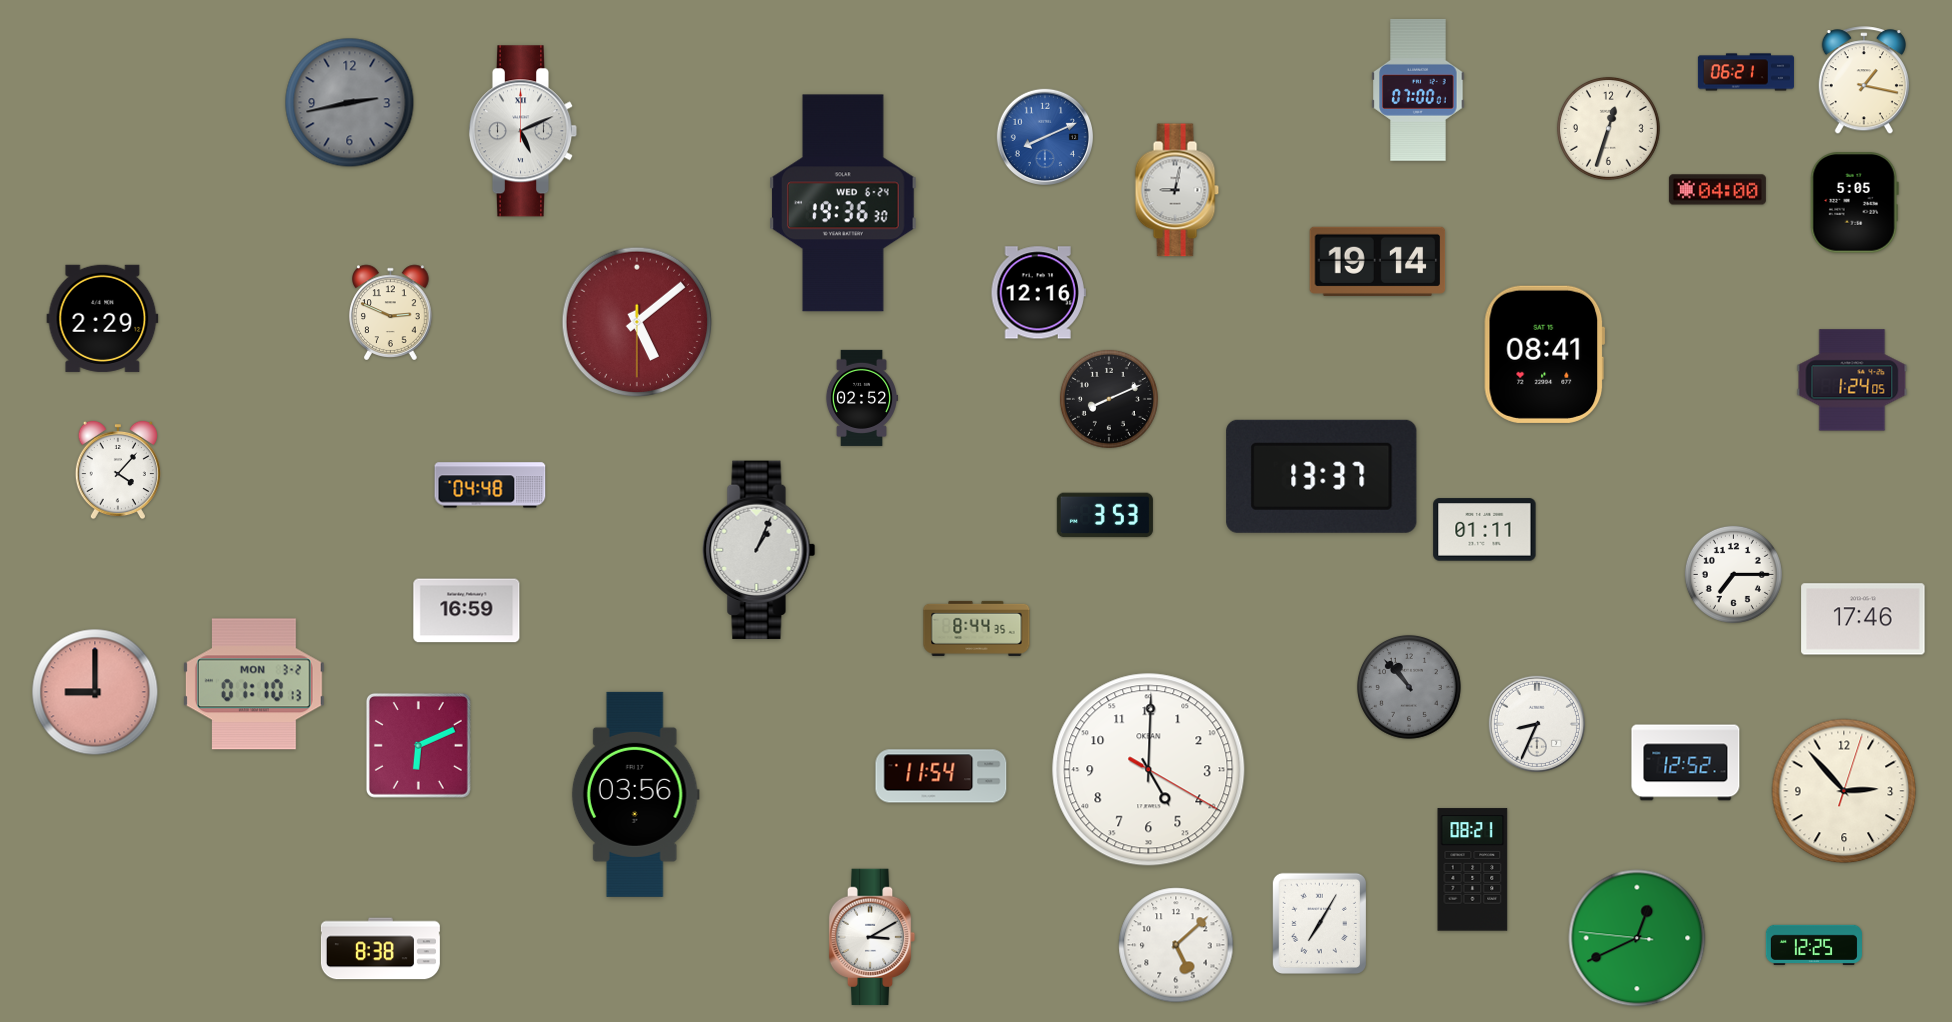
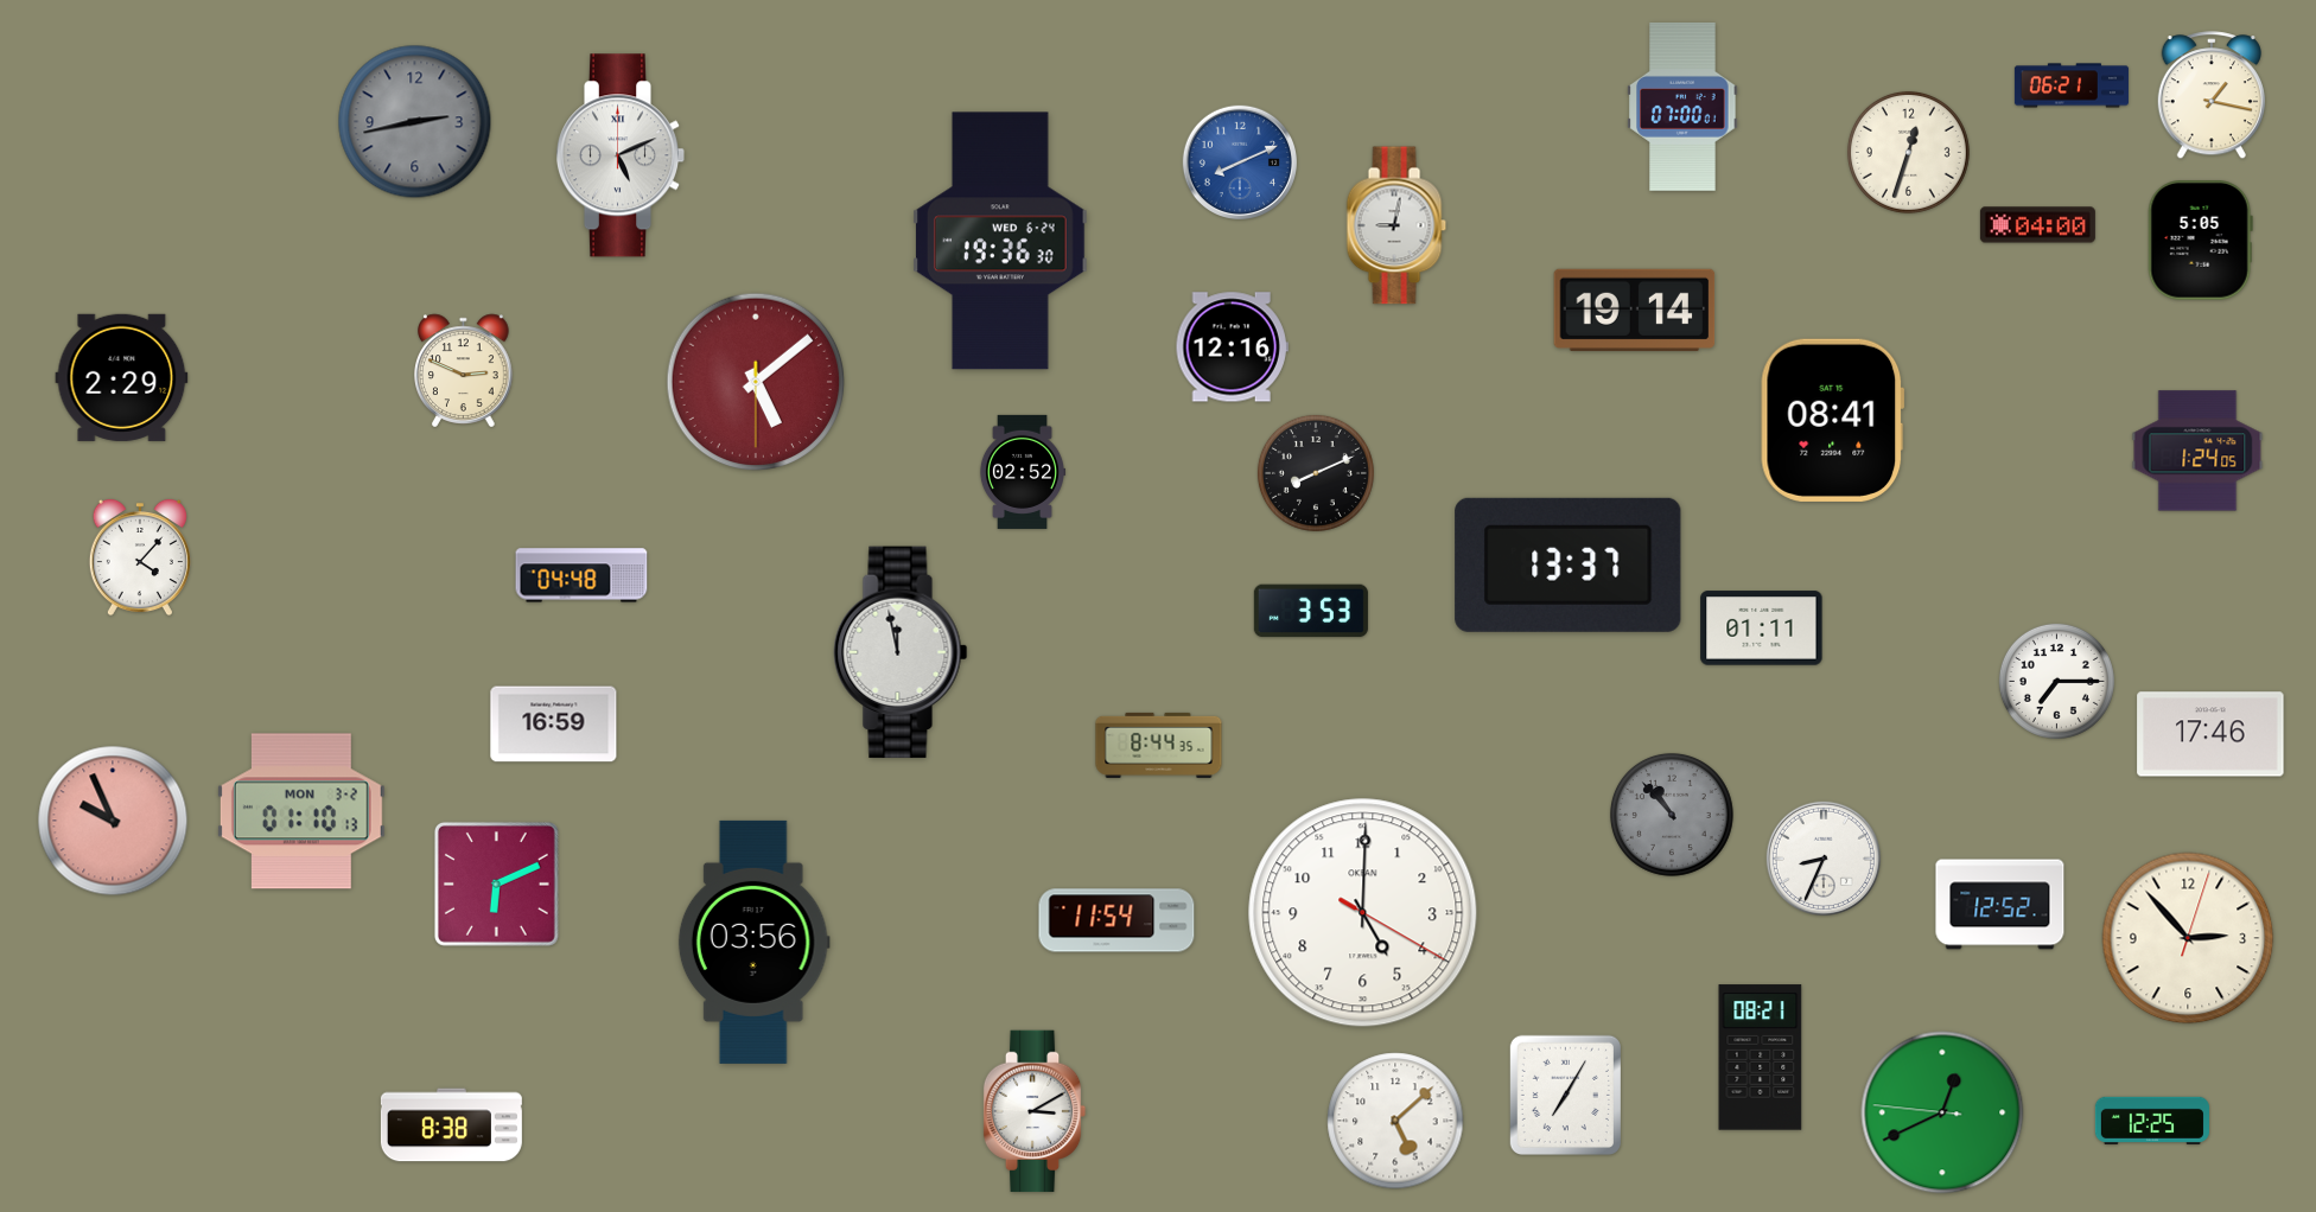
clock at (759, 550): 1:04 -> 11:58
clock at (95, 692): 9:00 -> 9:56
clock at (1473, 870) position: (1473, 870) -> (1761, 1058)
